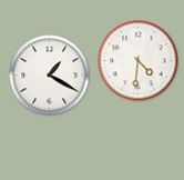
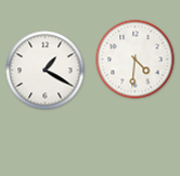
clock at (50, 76) position: (50, 76) -> (46, 71)
